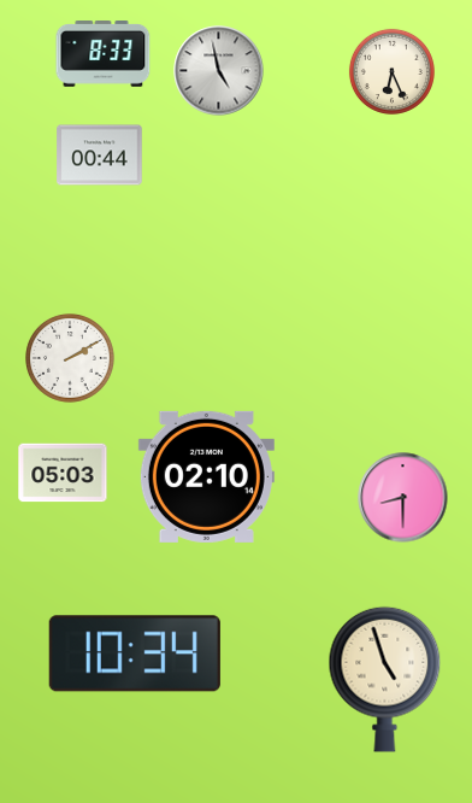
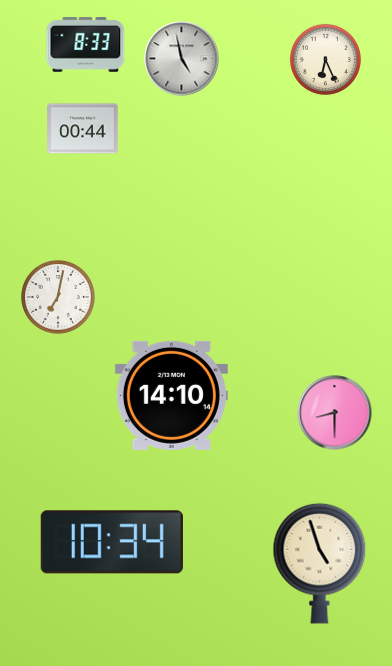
clock at (71, 359): 2:10 -> 7:02
clock at (63, 473): 05:03 -> none
clock at (206, 476): 02:10 -> 14:10
